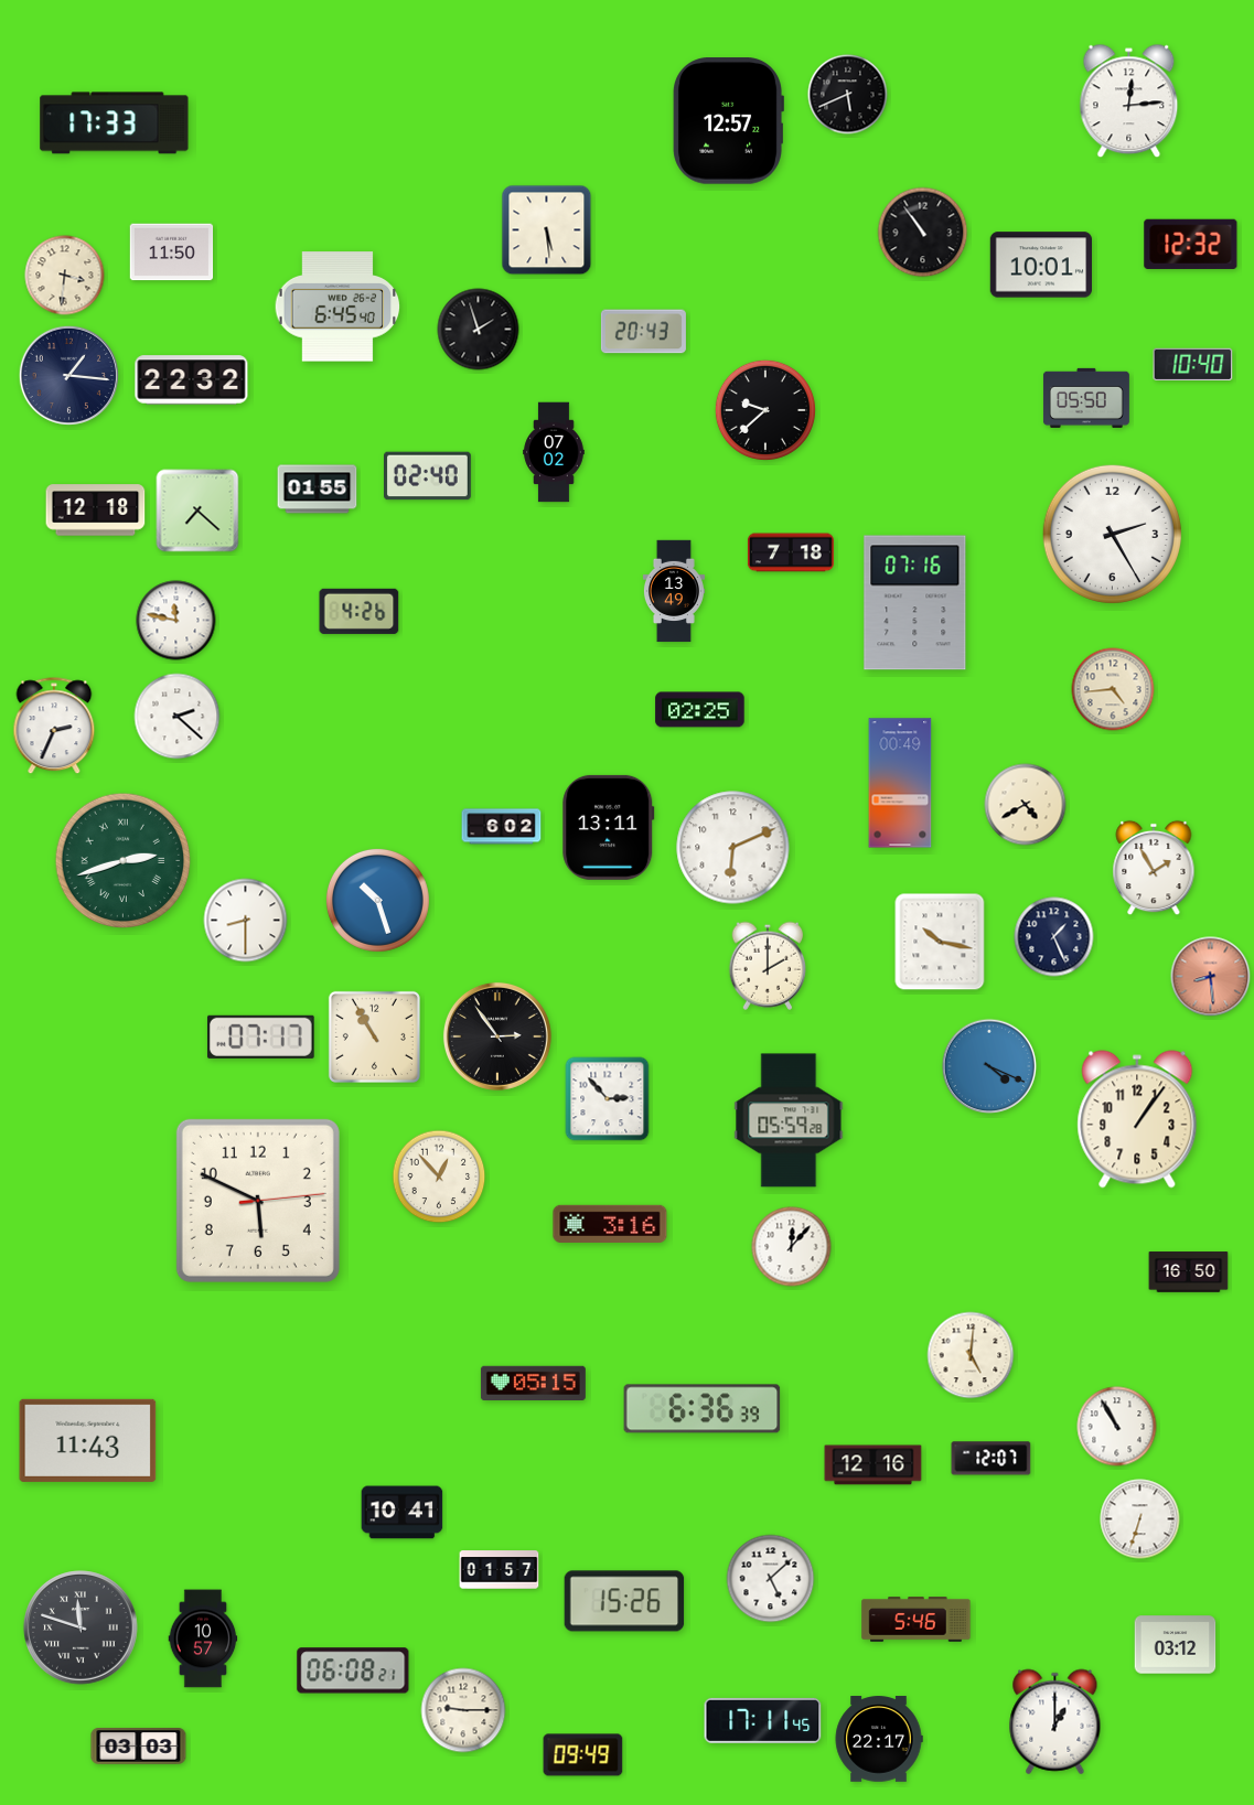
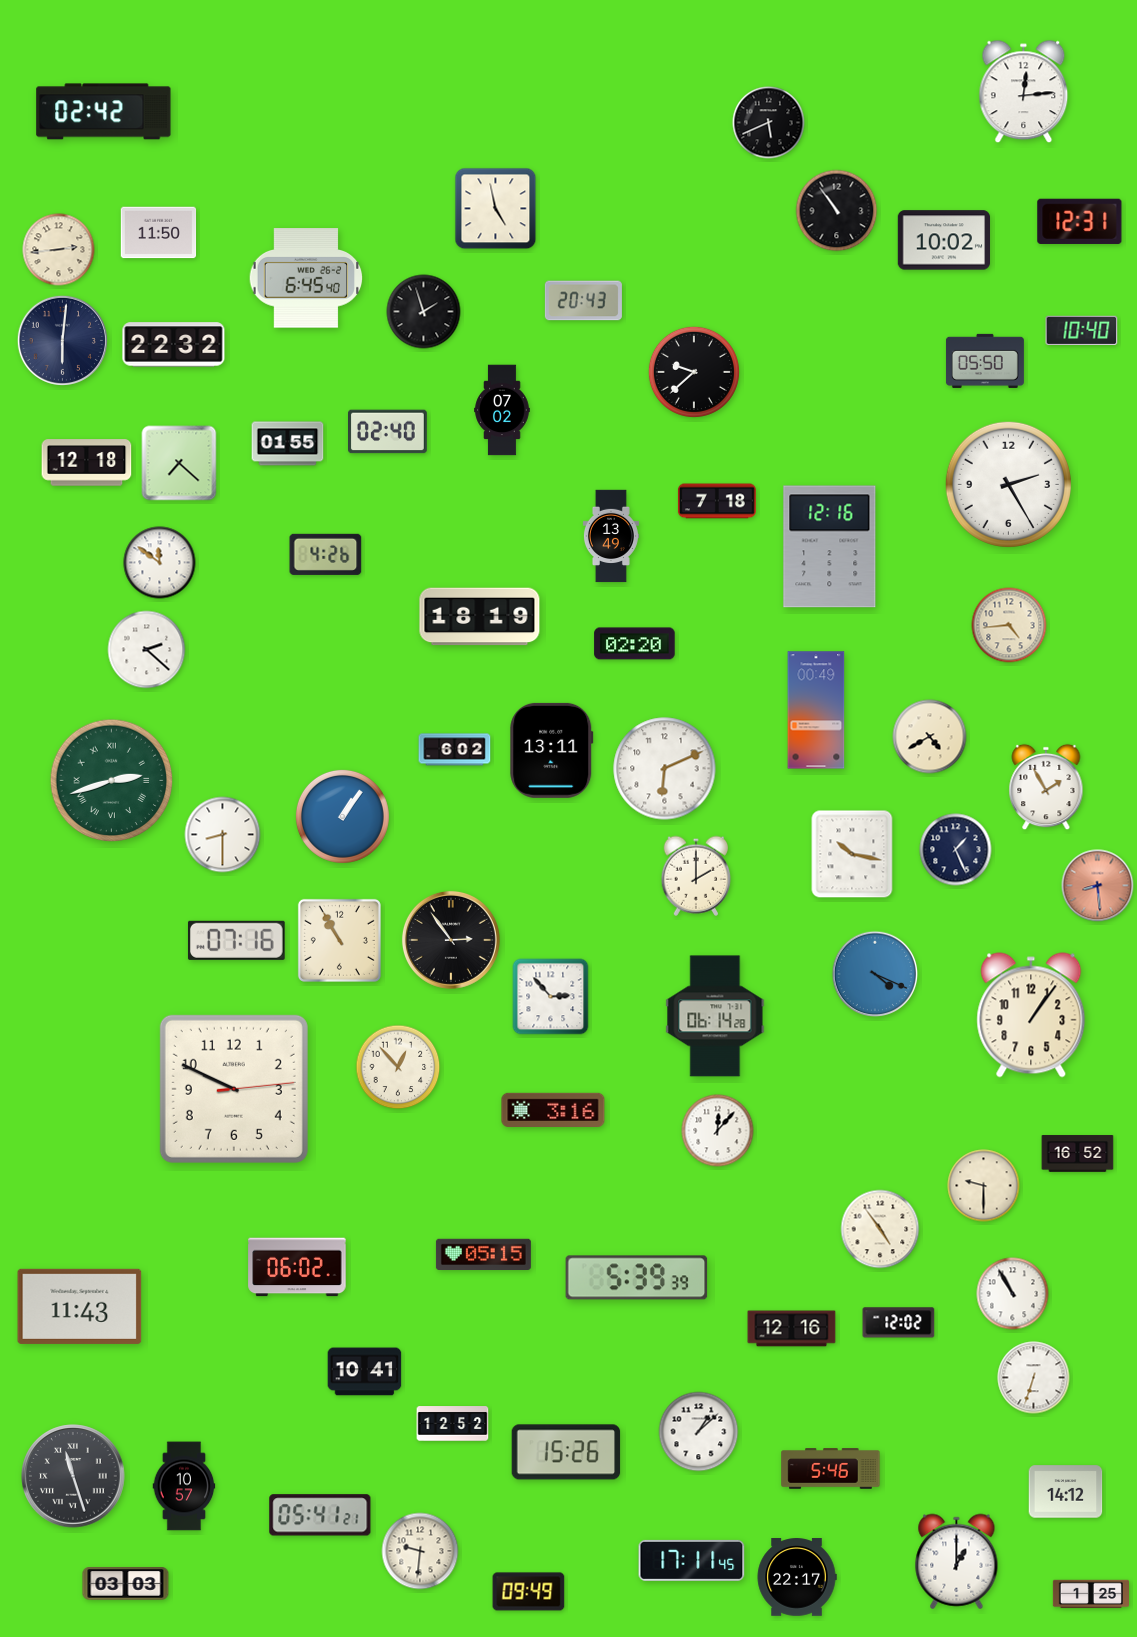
clock at (848, 95) position: (848, 95) -> (769, 123)
clock at (728, 121): 12:57 -> none
clock at (115, 123): 17:33 -> 02:42
clock at (547, 230): 5:29 -> 4:58
clock at (1191, 244): 12:32 -> 12:31
clock at (172, 253) position: (172, 253) -> (159, 233)
clock at (1041, 265): 10:01 -> 10:02
clock at (65, 276): 3:31 -> 2:44
clock at (479, 330) position: (479, 330) -> (424, 312)
clock at (68, 375): 1:16 -> 6:01
clock at (915, 603): 07:16 -> 12:16
clock at (176, 621): 11:47 -> 11:51
clock at (480, 617): none -> 18:19
clock at (700, 710): 02:25 -> 02:20
clock at (178, 717) position: (178, 717) -> (147, 650)
clock at (54, 727): 2:34 -> none
clock at (1026, 805) position: (1026, 805) -> (930, 737)
clock at (377, 900): 10:27 -> 1:06
clock at (260, 1036): 07:17 -> 07:16
clock at (989, 1066) position: (989, 1066) -> (875, 974)
clock at (789, 1120): 05:59 -> 06:14
clock at (258, 1201): 5:49 -> 9:49
clock at (1189, 1272): 16:50 -> 16:52
clock at (984, 1186): none -> 9:30
clock at (971, 1355): 5:01 -> 4:54
clock at (297, 1267): none -> 06:02
clock at (703, 1409): 6:36 -> 5:39
clock at (992, 1459): 12:07 -> 12:02
clock at (500, 1570): 01:57 -> 12:52
clock at (771, 1579): 5:08 -> 1:08
clock at (81, 1627): 11:48 -> 11:27
clock at (1176, 1645): 03:12 -> 14:12
clock at (353, 1670): 06:08 -> 05:41
clock at (463, 1710): 9:15 -> 9:31
clock at (1090, 1594): none -> 1:25
